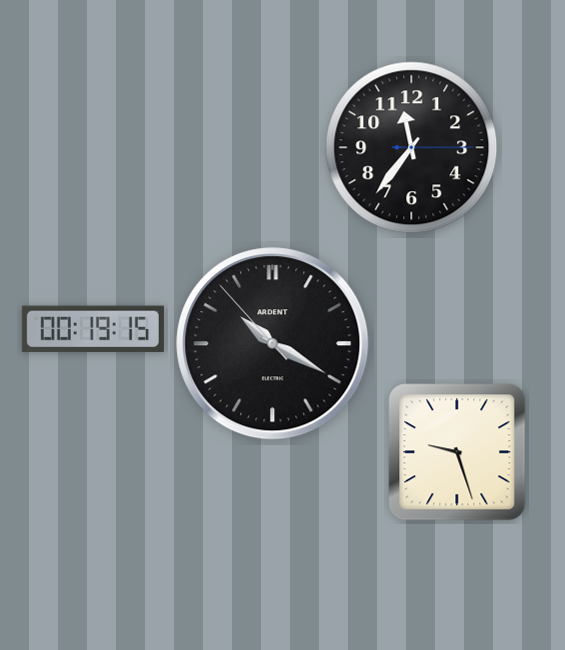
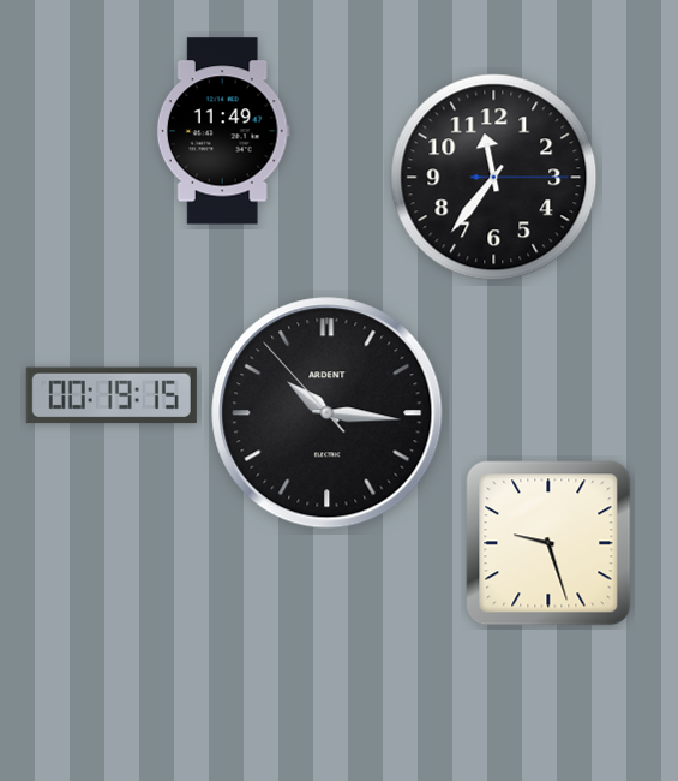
clock at (223, 131): none -> 11:49
clock at (273, 344): 10:19 -> 10:15
